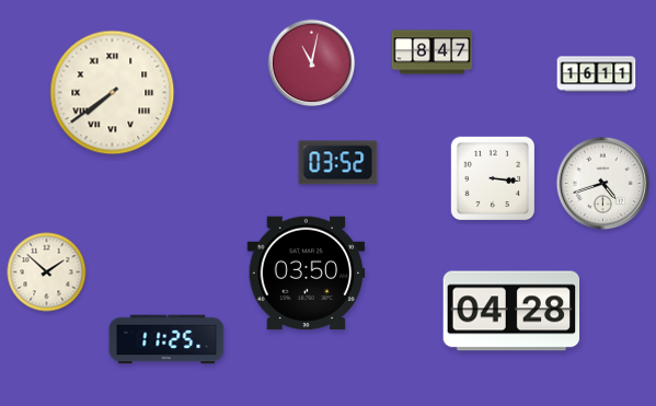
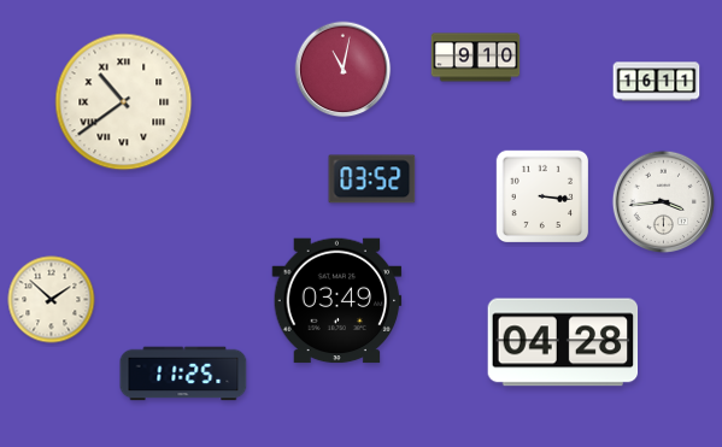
clock at (433, 53): 8:47 -> 9:10
clock at (113, 93): 7:39 -> 10:39
clock at (603, 184): 4:42 -> 3:44
clock at (307, 274): 03:50 -> 03:49
